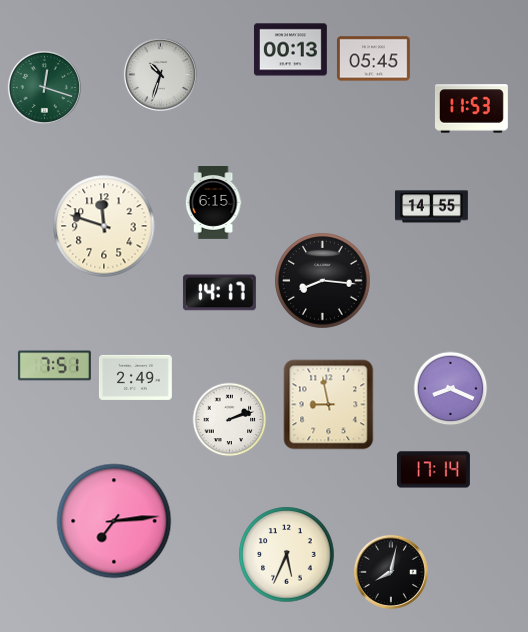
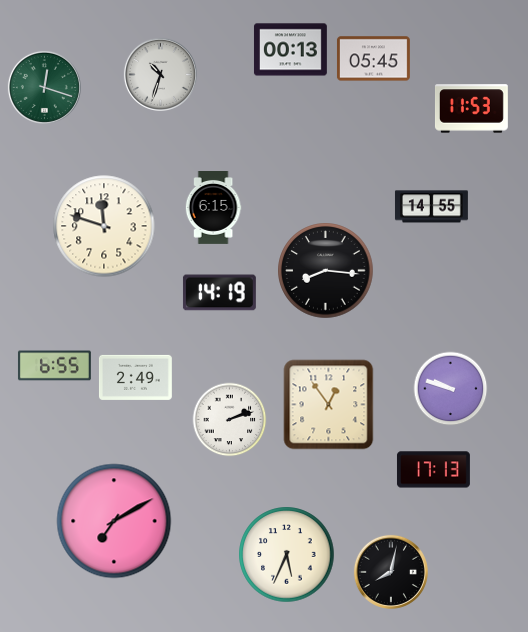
clock at (213, 203) position: (213, 203) -> (213, 208)
clock at (323, 281) position: (323, 281) -> (326, 271)
clock at (219, 293): 14:17 -> 14:19
clock at (54, 366): 7:51 -> 6:55
clock at (451, 389): 8:19 -> 9:48
clock at (329, 405): 8:58 -> 12:54
clock at (433, 470): 17:14 -> 17:13
clock at (114, 521): 7:14 -> 7:10
